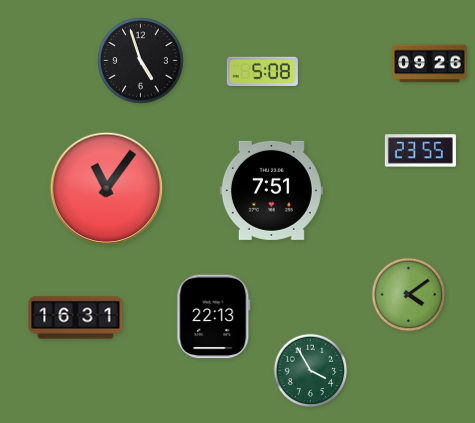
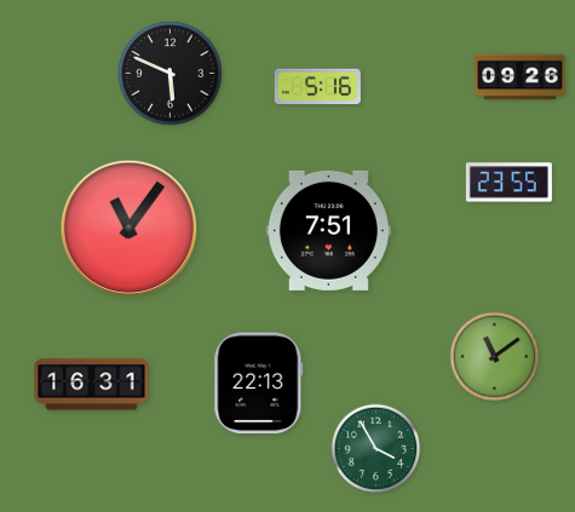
clock at (141, 61): 4:57 -> 5:49
clock at (262, 72): 5:08 -> 5:16
clock at (409, 295): 4:09 -> 11:09
